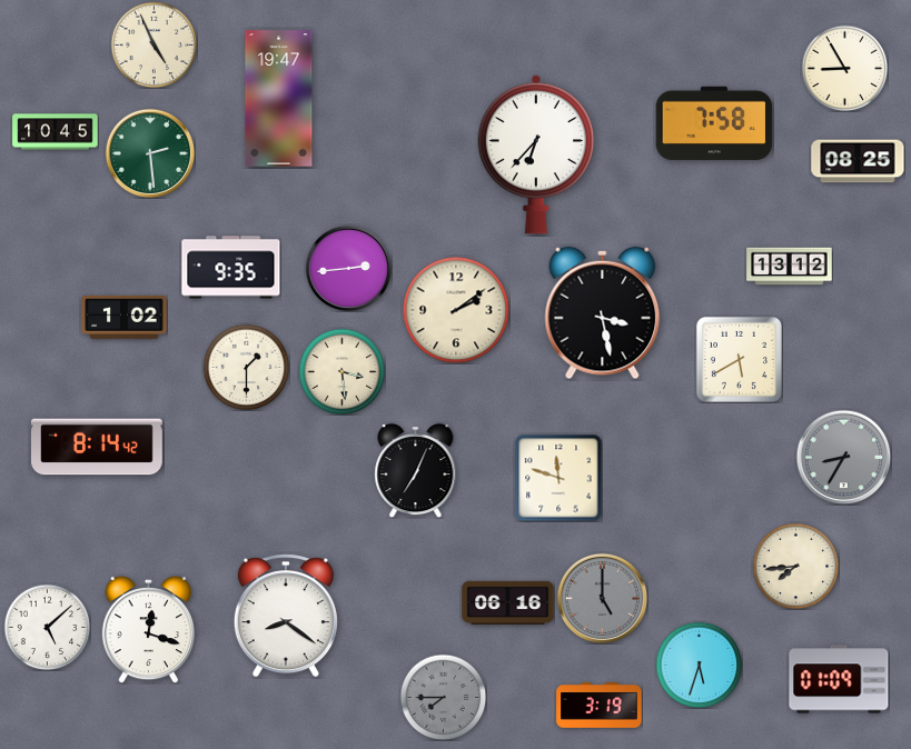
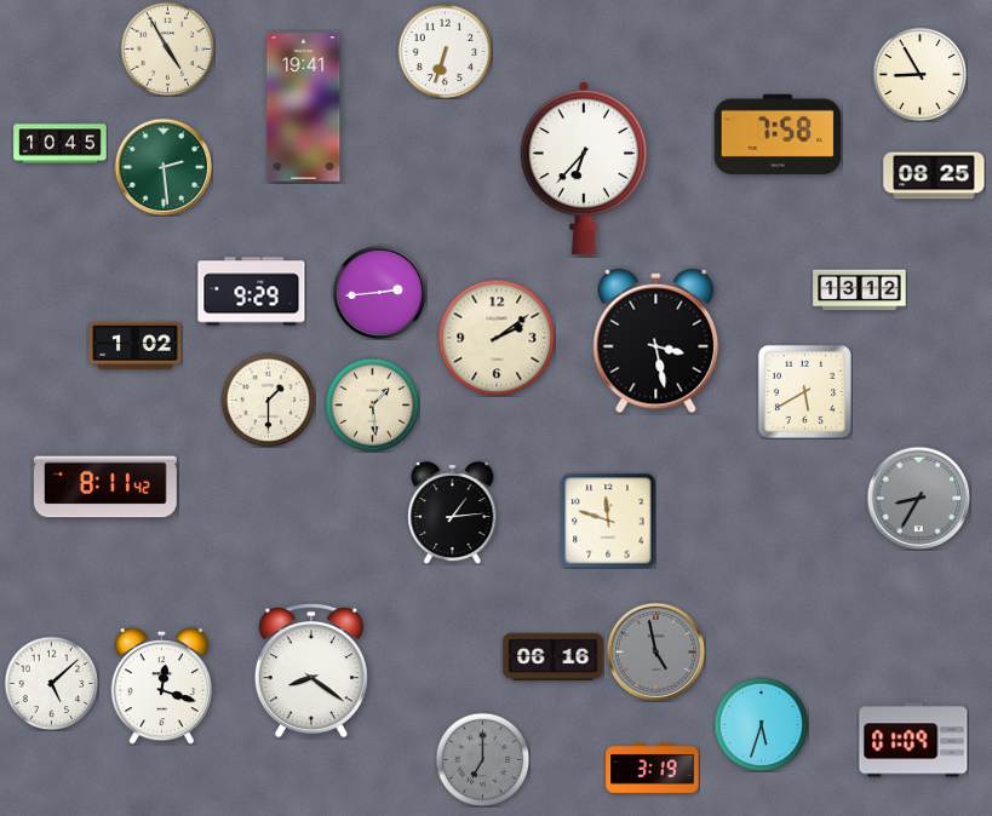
clock at (154, 44): 4:56 -> 4:55
clock at (445, 51): none -> 6:33
clock at (279, 99): 19:47 -> 19:41
clock at (231, 268): 9:35 -> 9:29
clock at (341, 371): 3:29 -> 1:29
clock at (98, 447): 8:14 -> 8:11
clock at (416, 470): 7:04 -> 1:14
clock at (795, 566): 7:44 -> none
clock at (602, 598): 5:00 -> 4:58
clock at (443, 697): 7:45 -> 7:00
